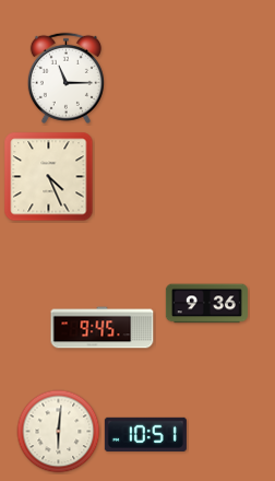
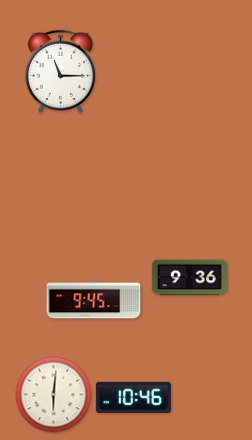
clock at (49, 177): 4:26 -> none
clock at (145, 434): 10:51 -> 10:46
